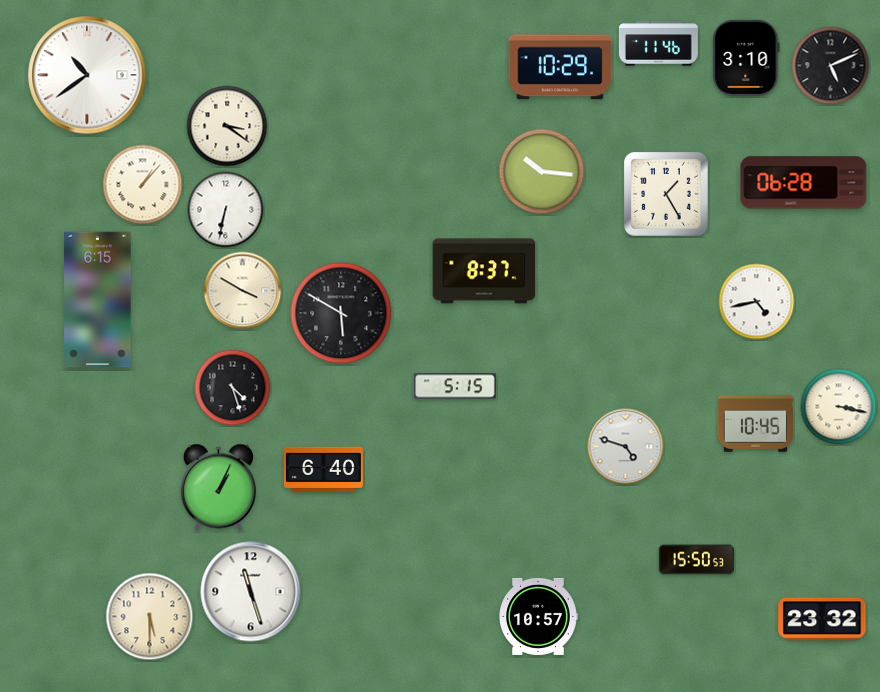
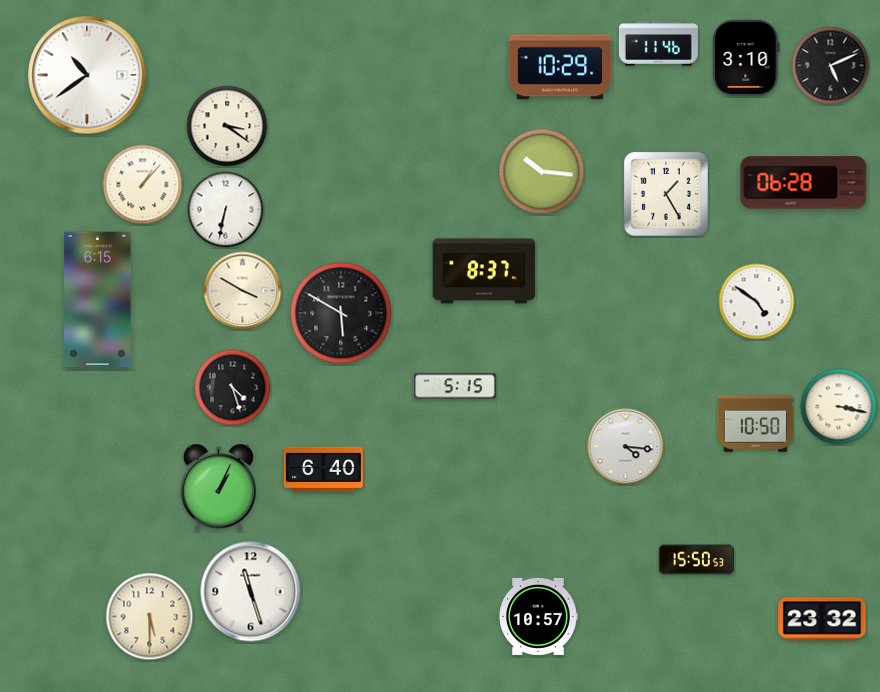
clock at (757, 302): 4:43 -> 4:51
clock at (755, 424): 10:45 -> 10:50
clock at (626, 447): 4:48 -> 4:16
